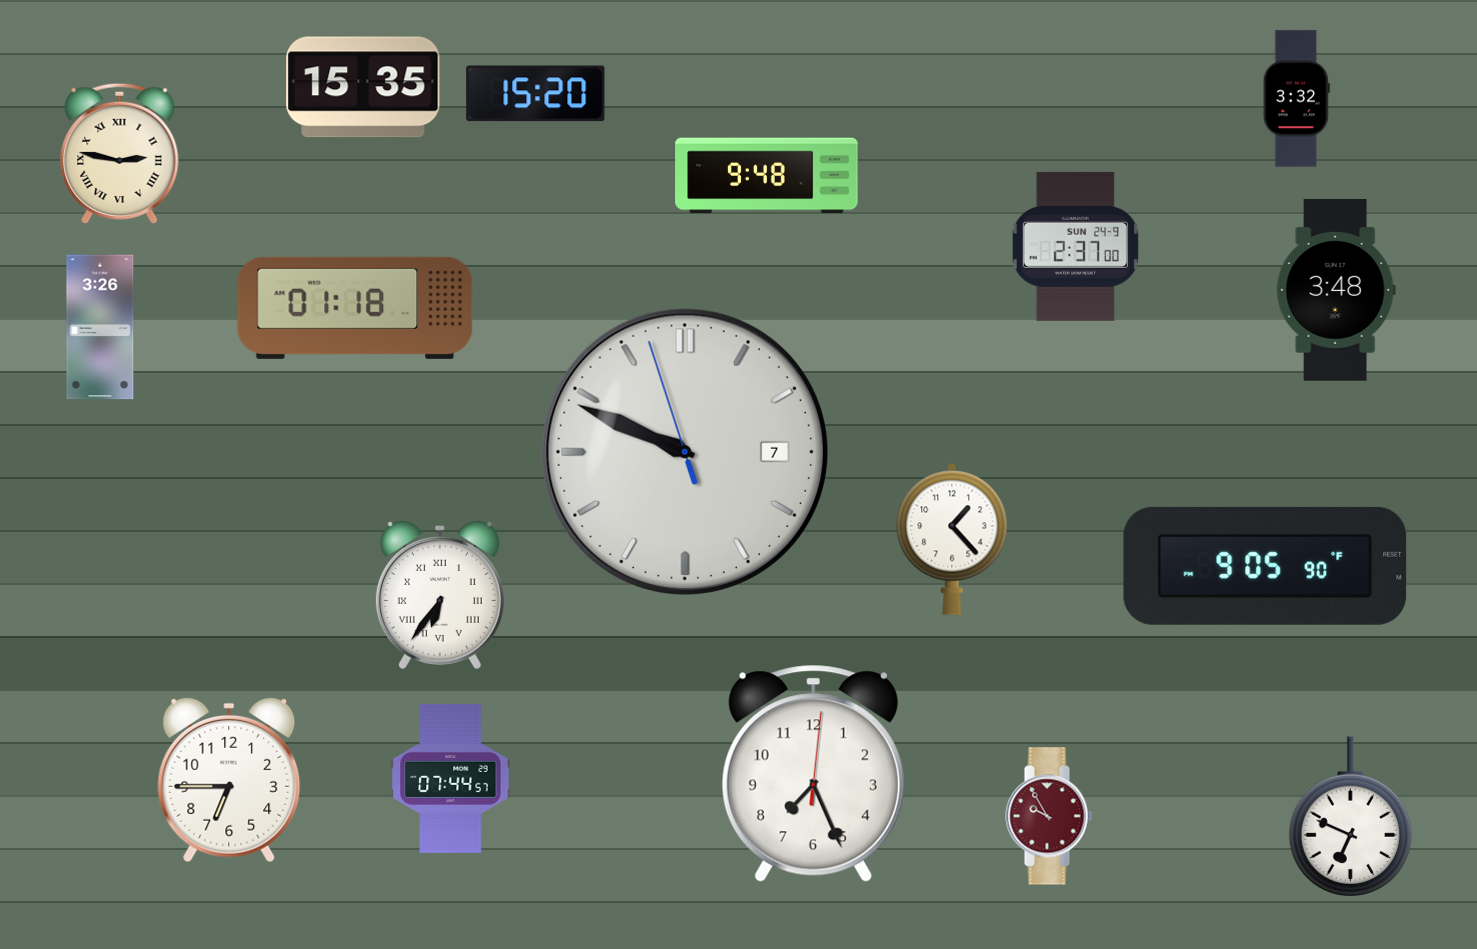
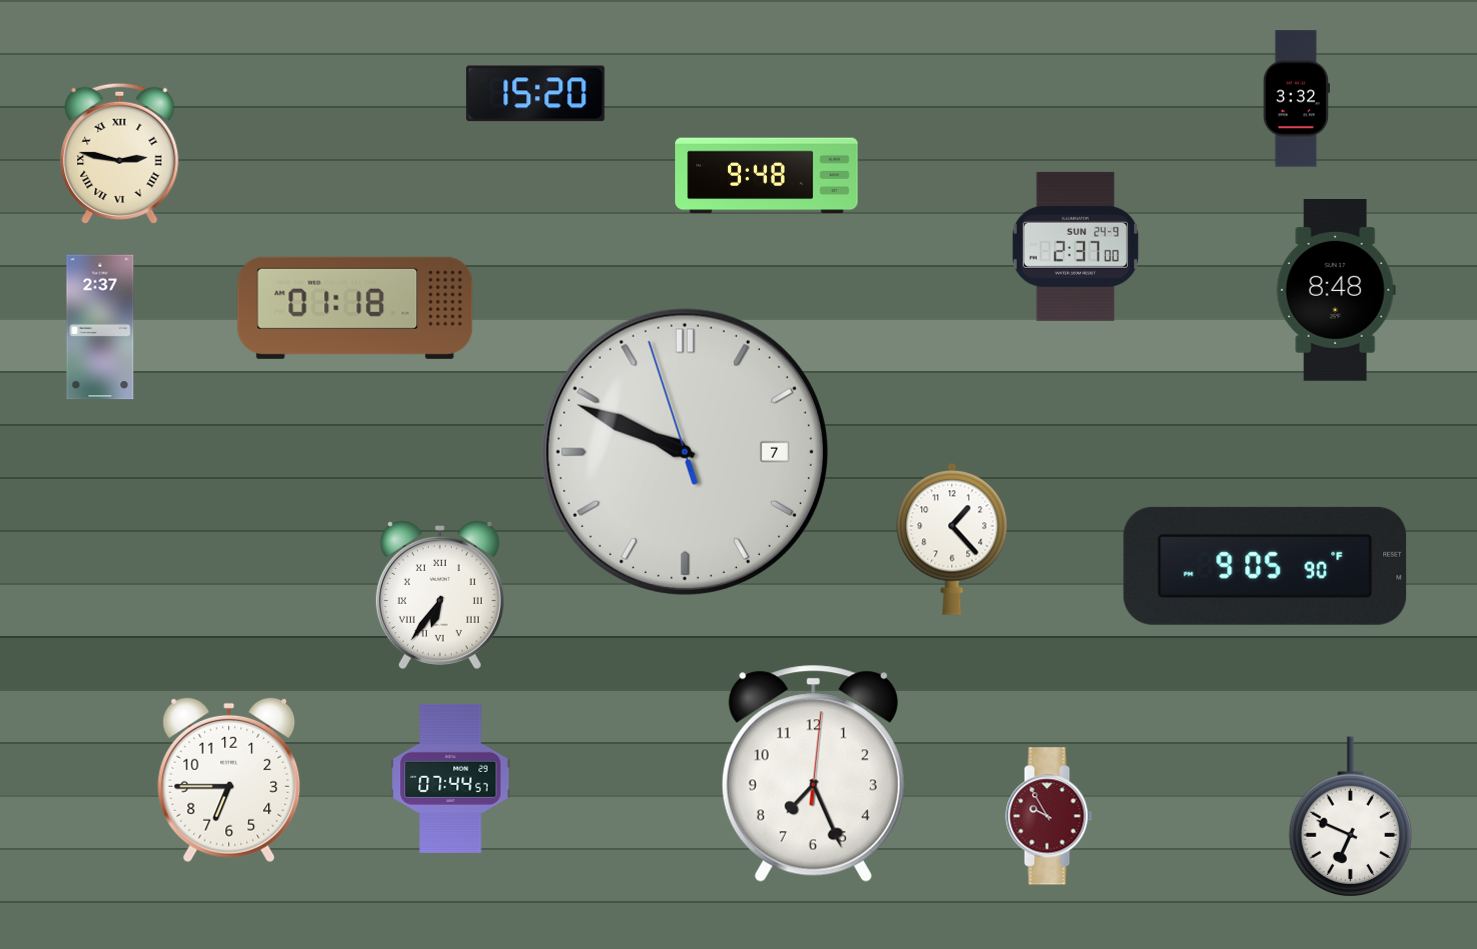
clock at (363, 87): 15:35 -> none
clock at (1336, 291): 3:48 -> 8:48
clock at (100, 327): 3:26 -> 2:37
